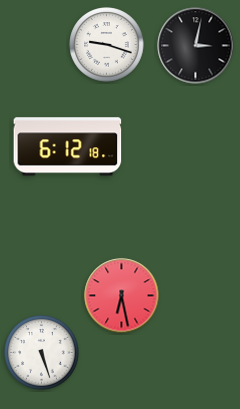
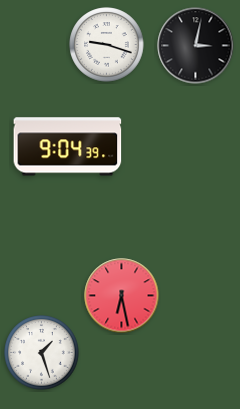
clock at (68, 147): 6:12 -> 9:04
clock at (42, 353): 5:27 -> 1:27
